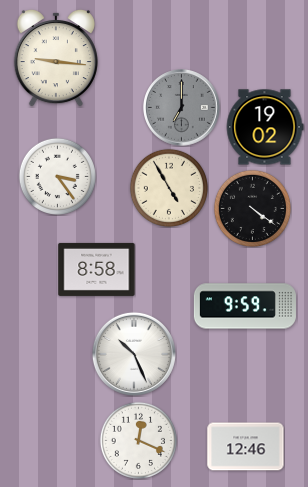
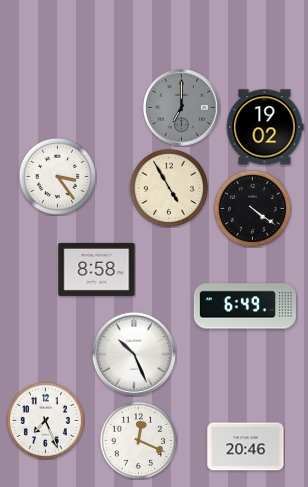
clock at (56, 58): 9:16 -> none
clock at (245, 306): 9:59 -> 6:49
clock at (45, 420): none -> 7:26
clock at (246, 447): 12:46 -> 20:46
